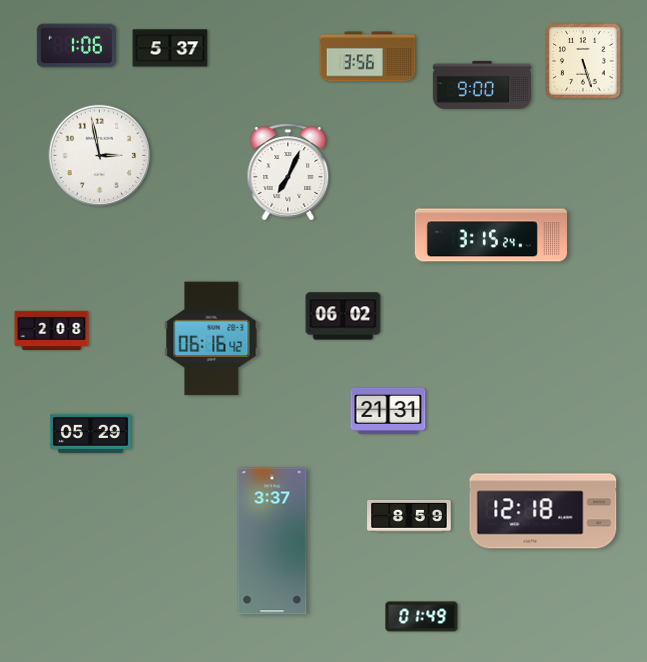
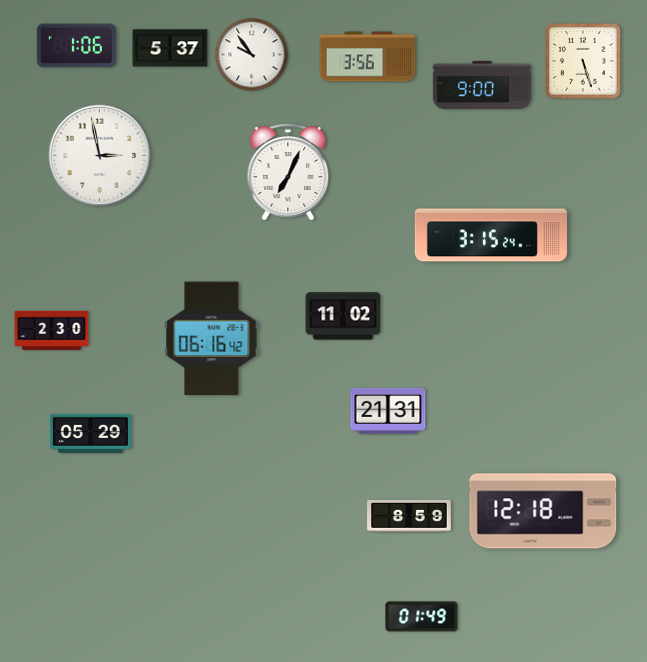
clock at (252, 55): none -> 9:54
clock at (343, 316): 06:02 -> 11:02
clock at (52, 330): 2:08 -> 2:30
clock at (272, 541): 3:37 -> none
